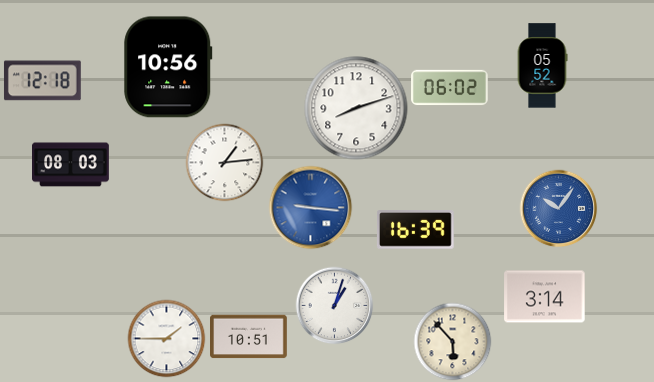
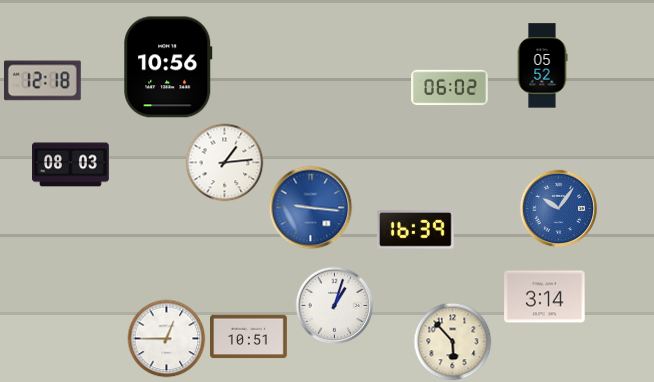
clock at (356, 108): 8:12 -> none
clock at (166, 338): 1:45 -> 12:45
